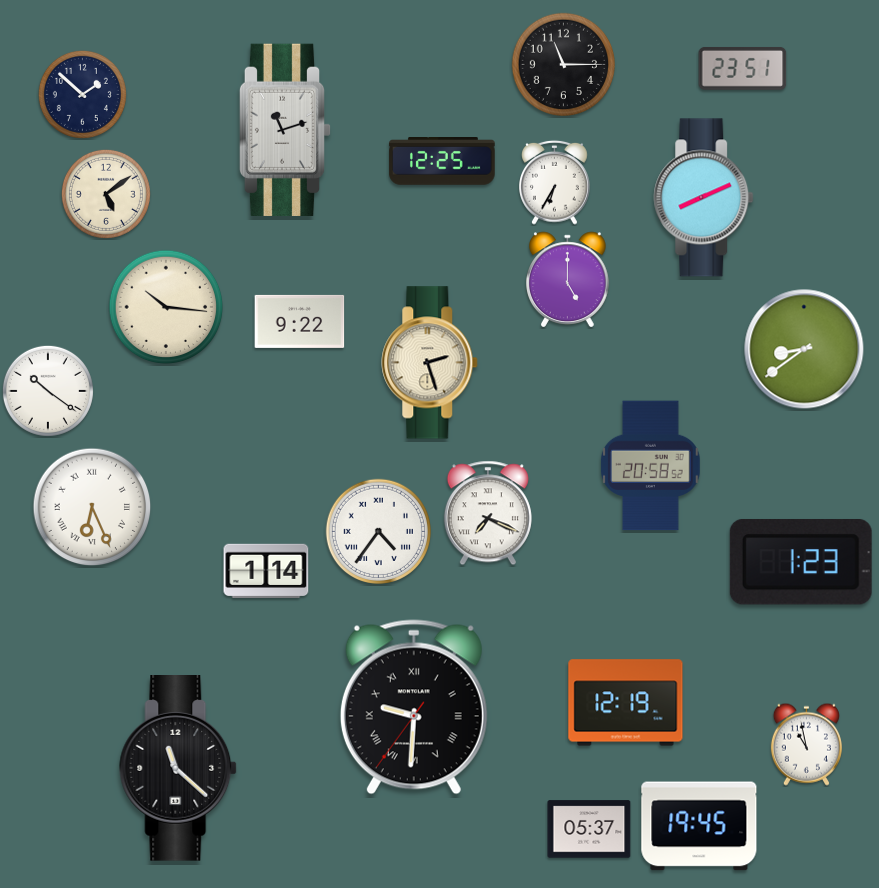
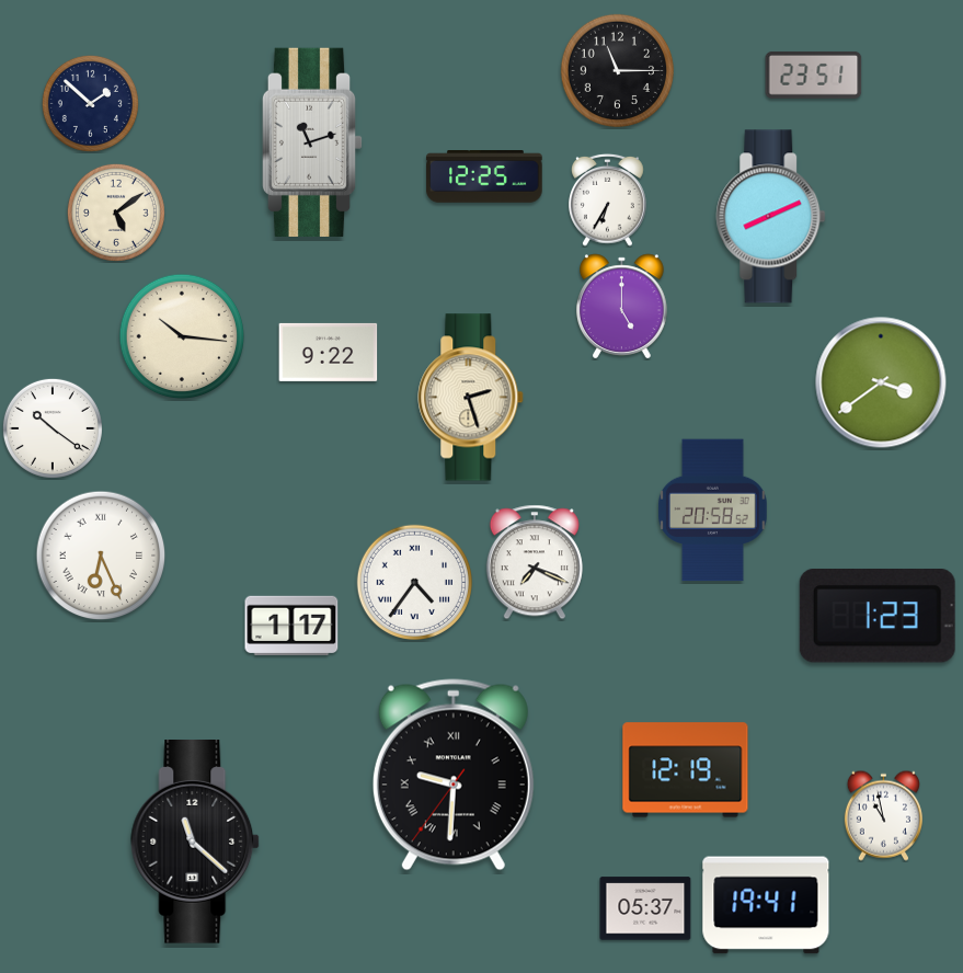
clock at (804, 349): 8:39 -> 3:39
clock at (266, 570): 1:14 -> 1:17
clock at (699, 826): 19:45 -> 19:41
